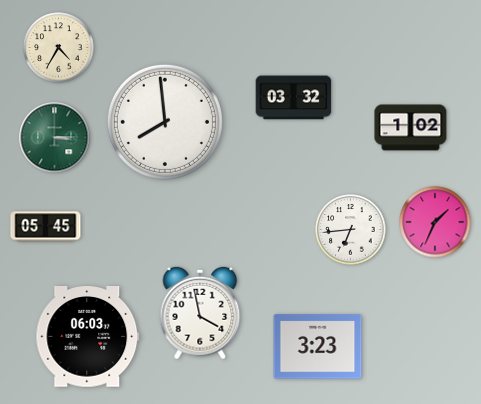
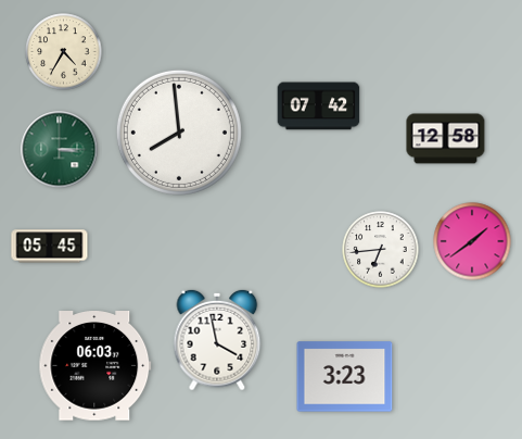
clock at (294, 98): 03:32 -> 07:42
clock at (411, 128): 1:02 -> 12:58
clock at (435, 222): 1:34 -> 1:39
